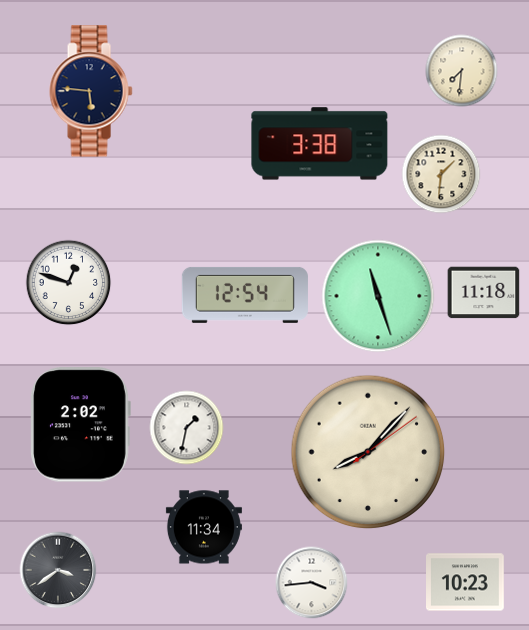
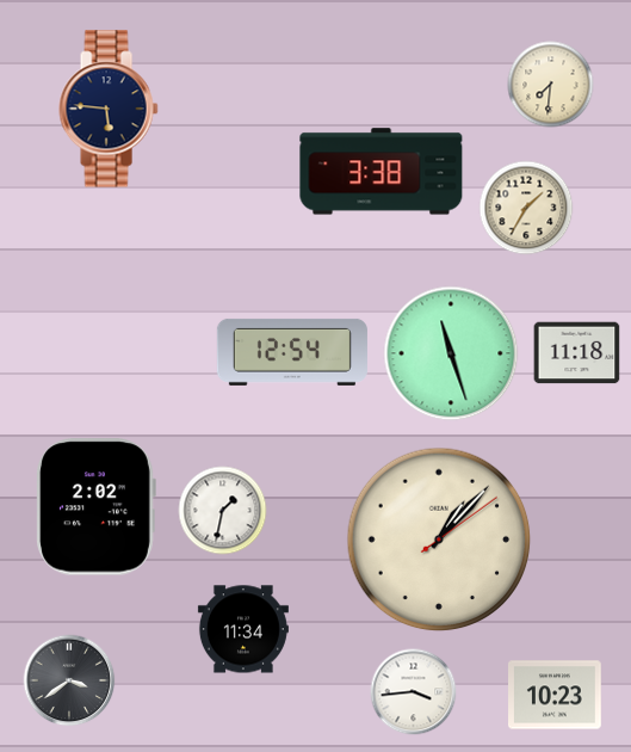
clock at (441, 174): 1:31 -> 1:35
clock at (69, 283): 12:48 -> none
clock at (484, 293) position: (484, 293) -> (577, 353)
clock at (368, 452): 8:07 -> 1:07
clock at (312, 583) position: (312, 583) -> (414, 692)
